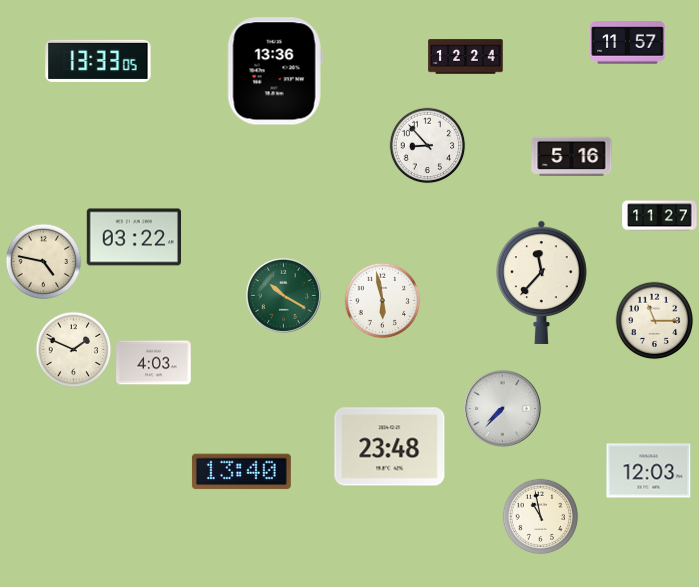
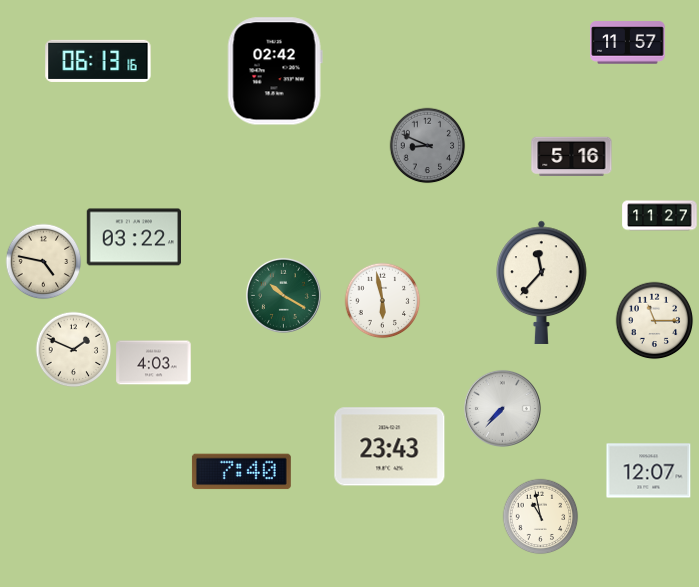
clock at (466, 57): 12:24 -> none
clock at (98, 61): 13:33 -> 06:13
clock at (275, 71): 13:36 -> 02:42
clock at (428, 146): 8:53 -> 8:49
clock at (428, 146) dial: white -> grey
clock at (390, 447): 23:48 -> 23:43
clock at (649, 471): 12:03 -> 12:07
clock at (241, 472): 13:40 -> 7:40
